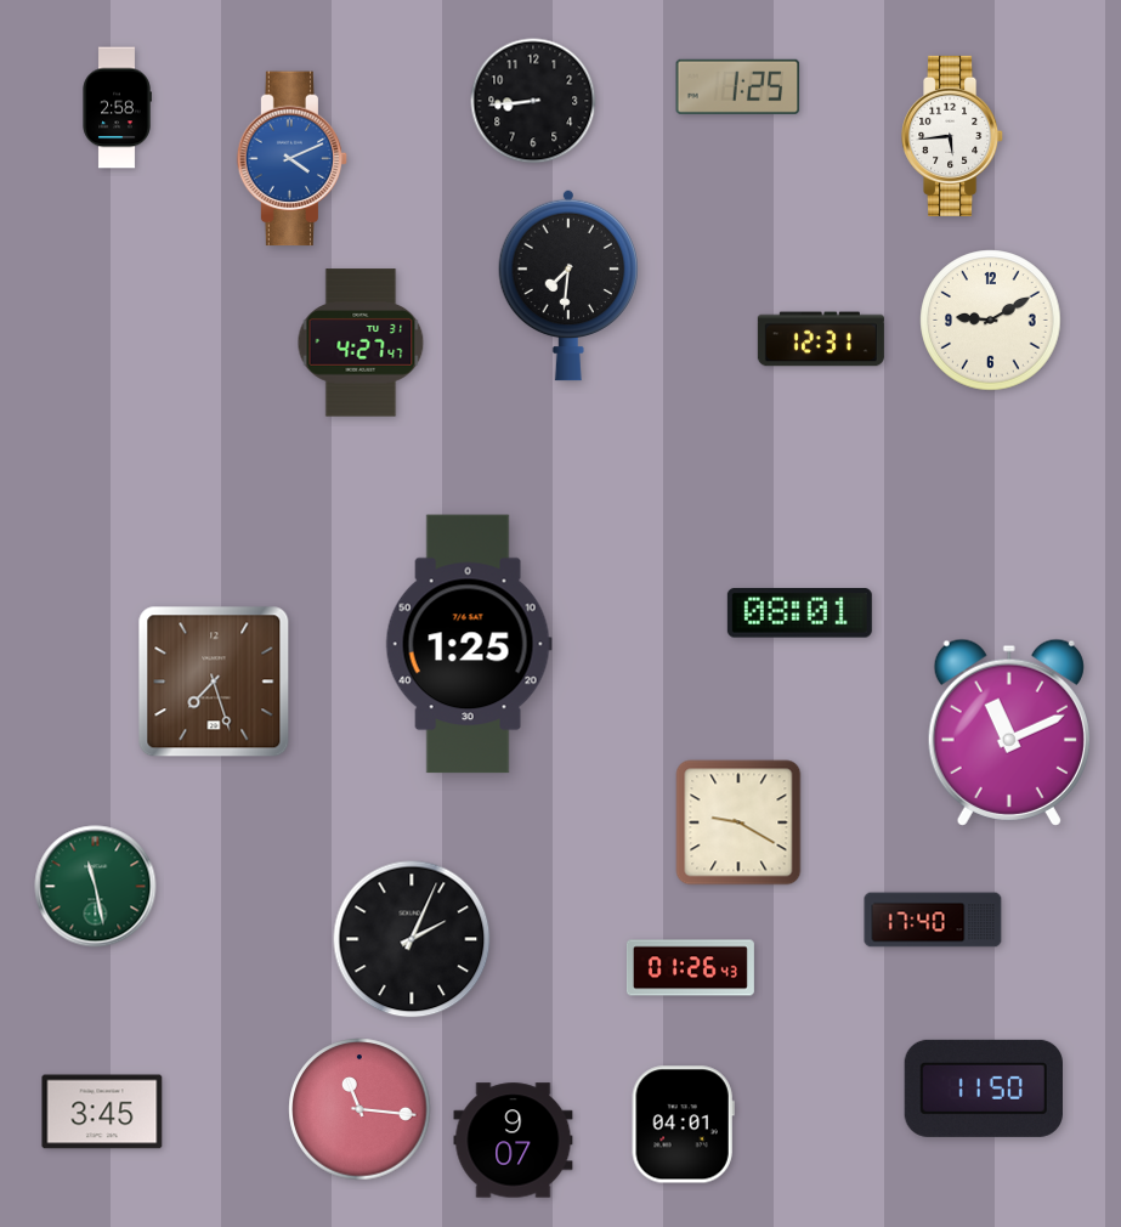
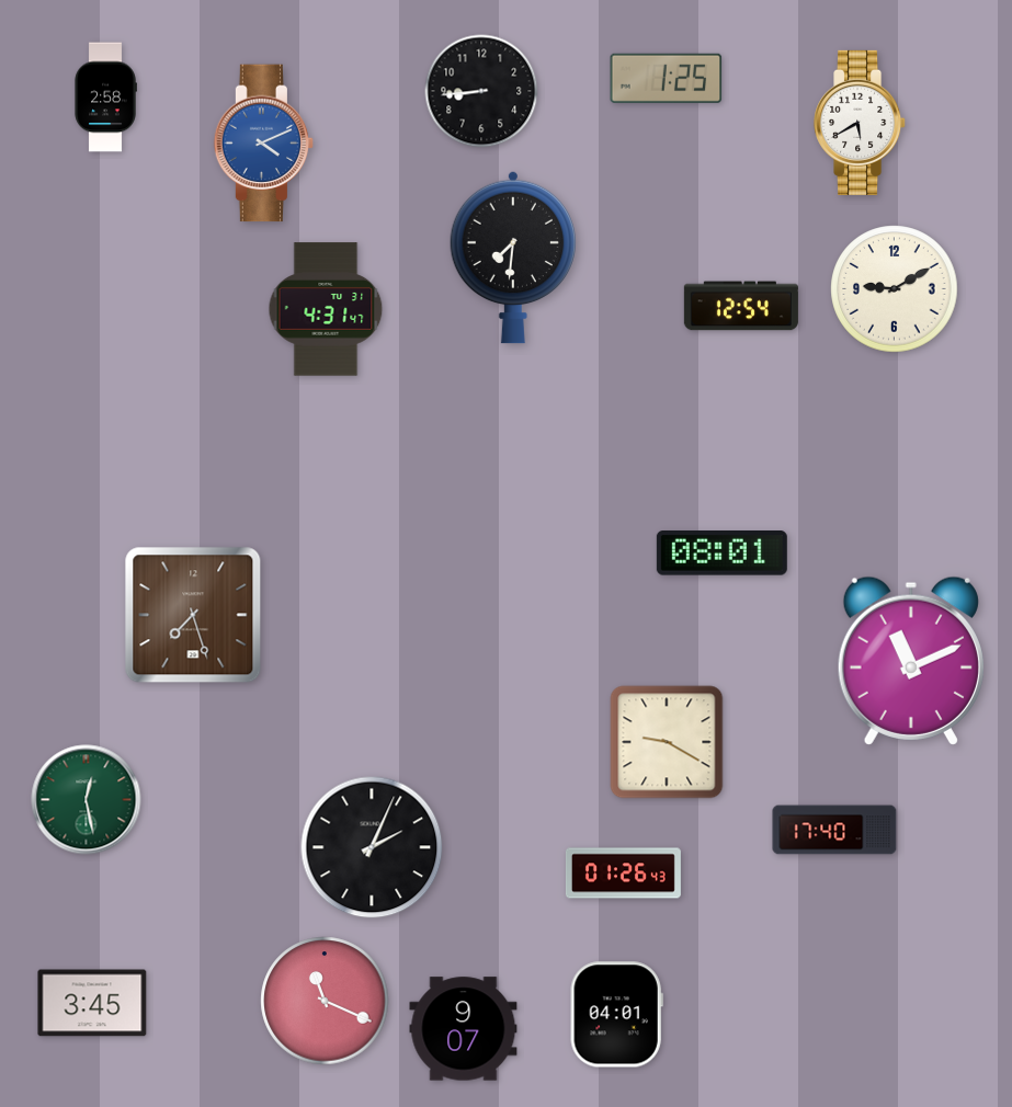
clock at (953, 136): 5:44 -> 5:40
clock at (821, 339): 12:31 -> 12:54
clock at (361, 343): 4:27 -> 4:31
clock at (469, 644): 1:25 -> none
clock at (96, 887): 11:28 -> 12:28
clock at (933, 920) position: (933, 920) -> (834, 830)
clock at (983, 1089): 11:50 -> none
clock at (359, 1109): 11:16 -> 11:19
